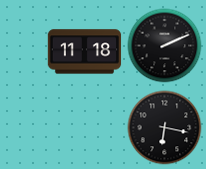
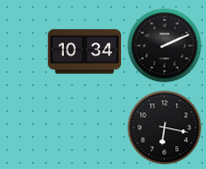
clock at (85, 52): 11:18 -> 10:34
